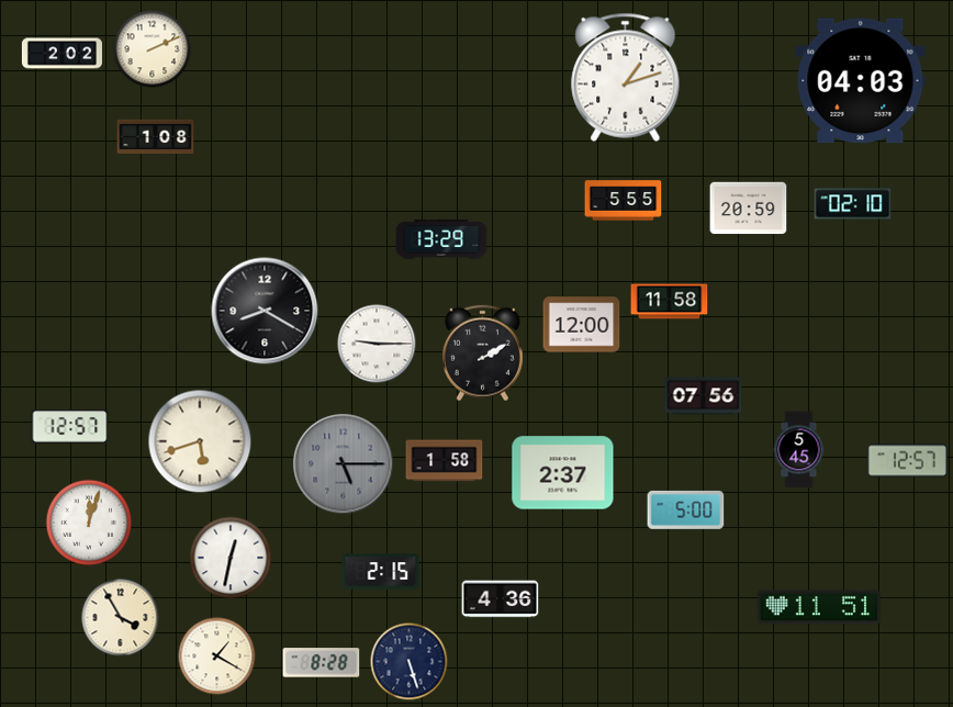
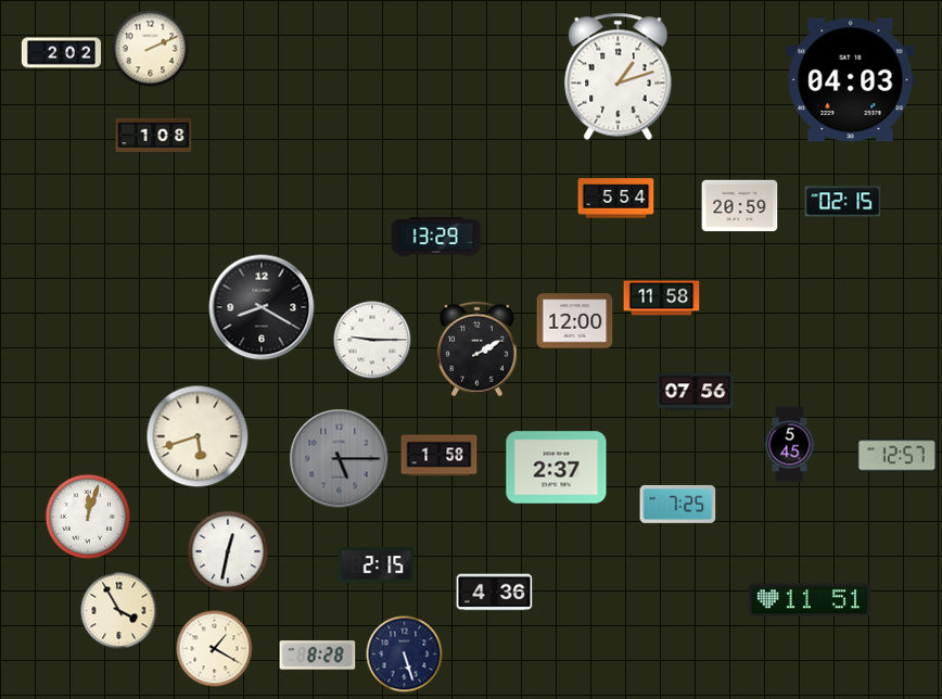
clock at (624, 201): 5:55 -> 5:54
clock at (853, 204): 02:10 -> 02:15
clock at (70, 427): 12:57 -> none
clock at (686, 509): 5:00 -> 7:25
